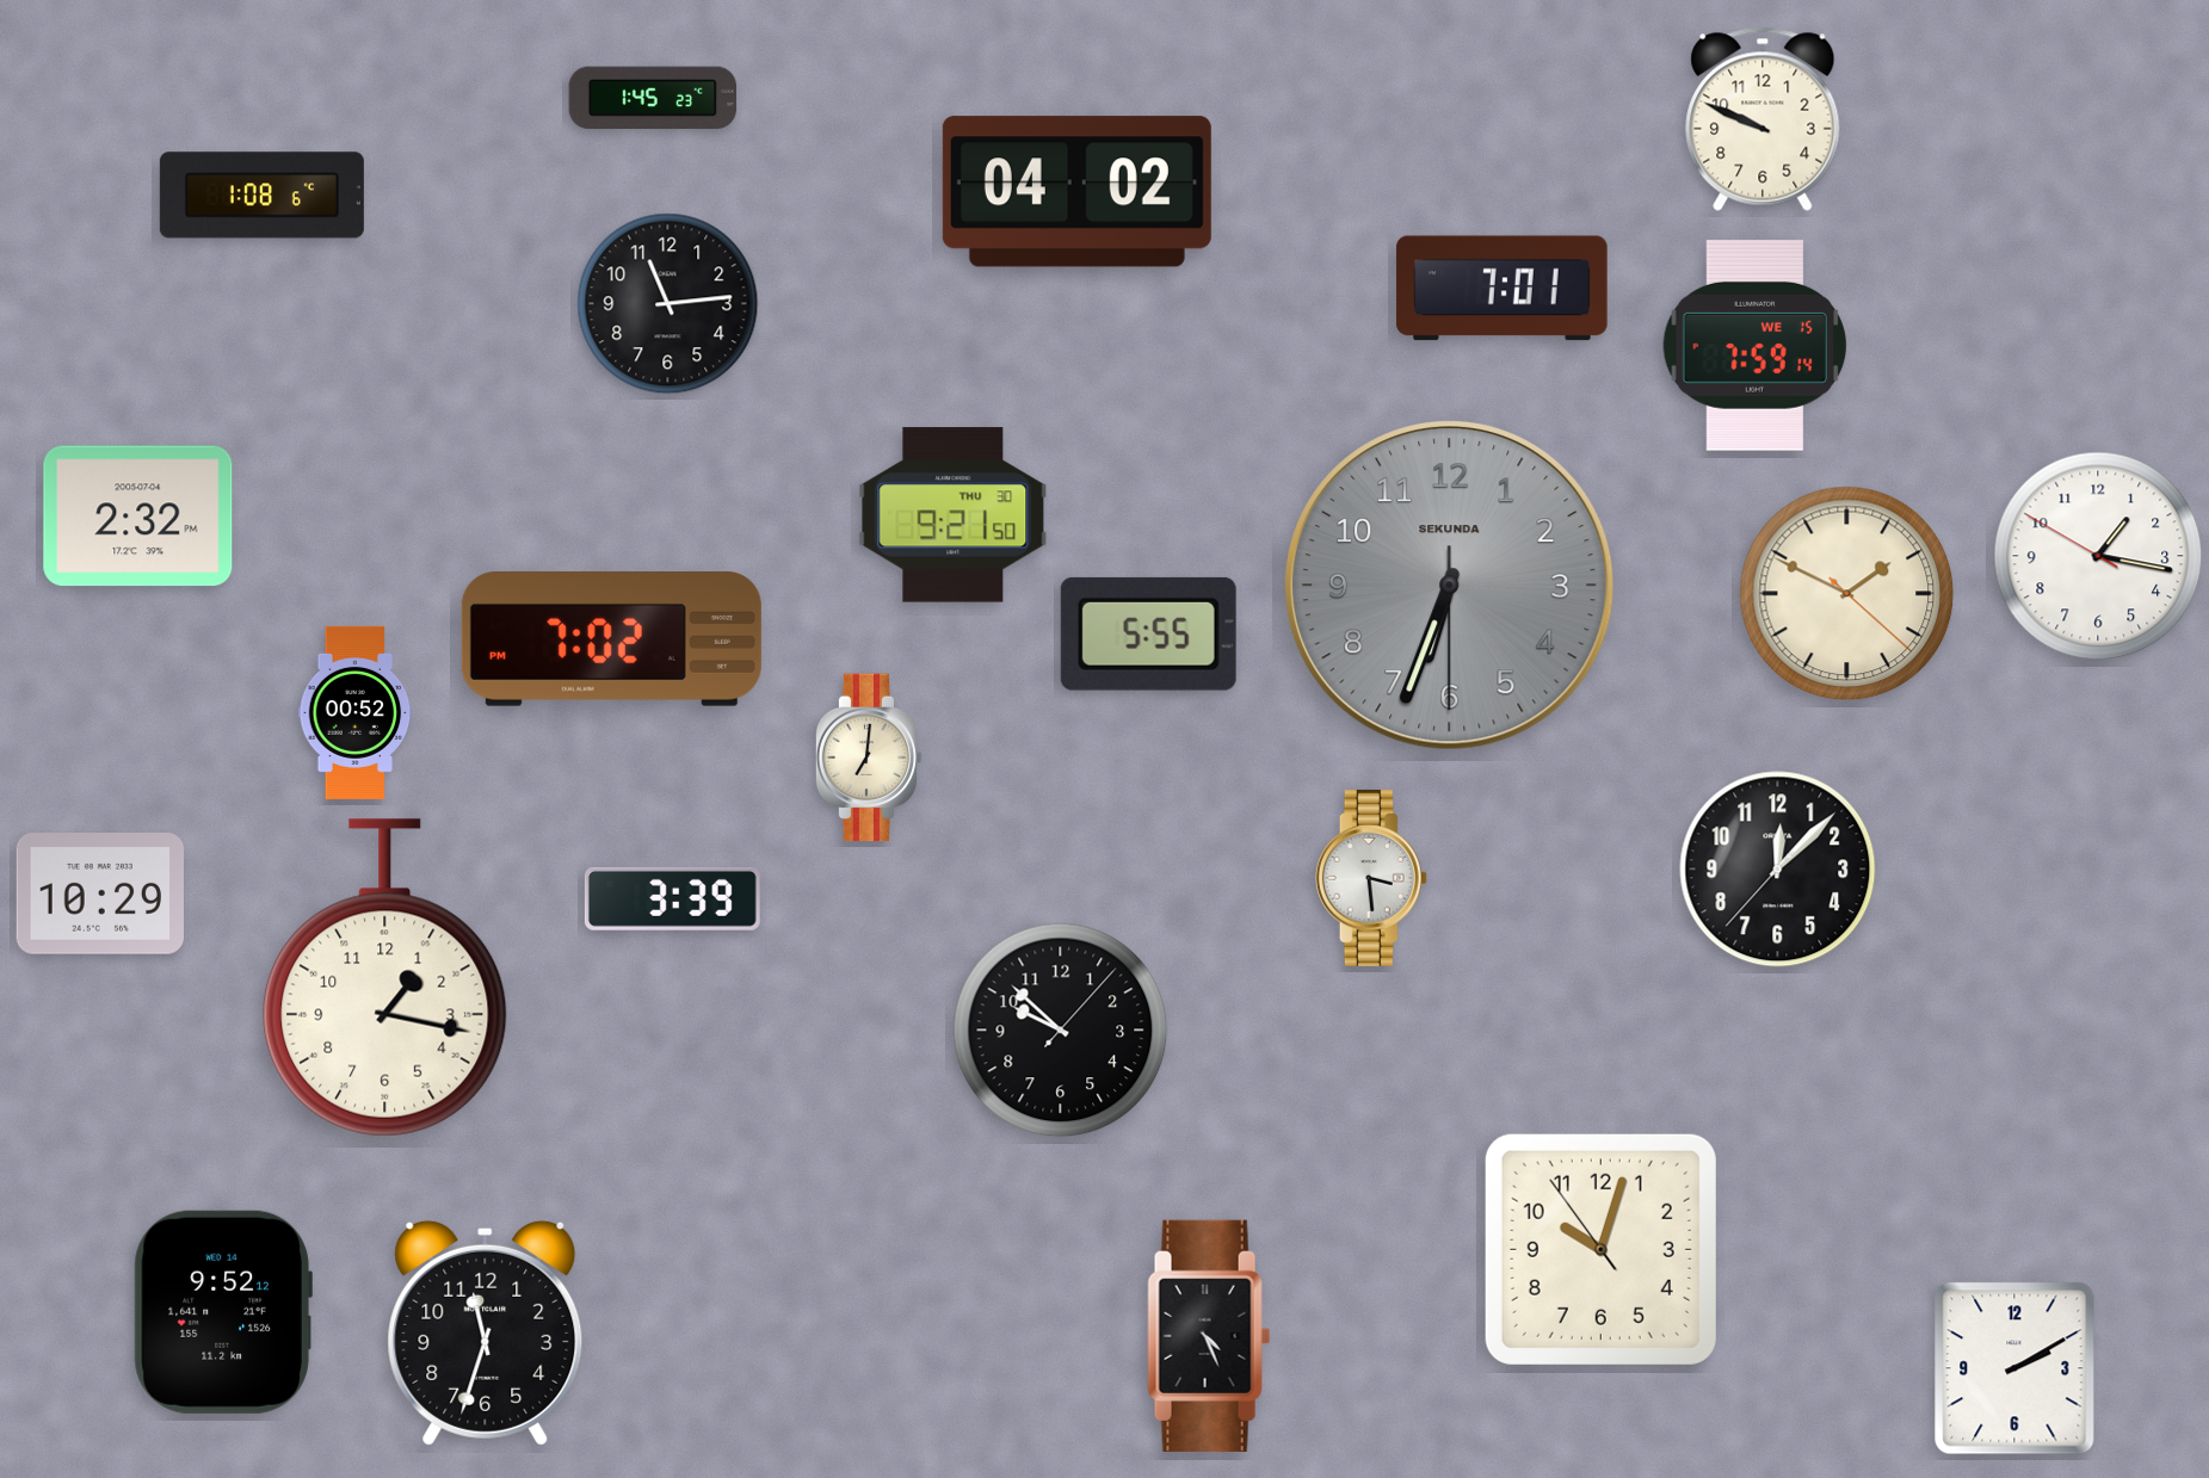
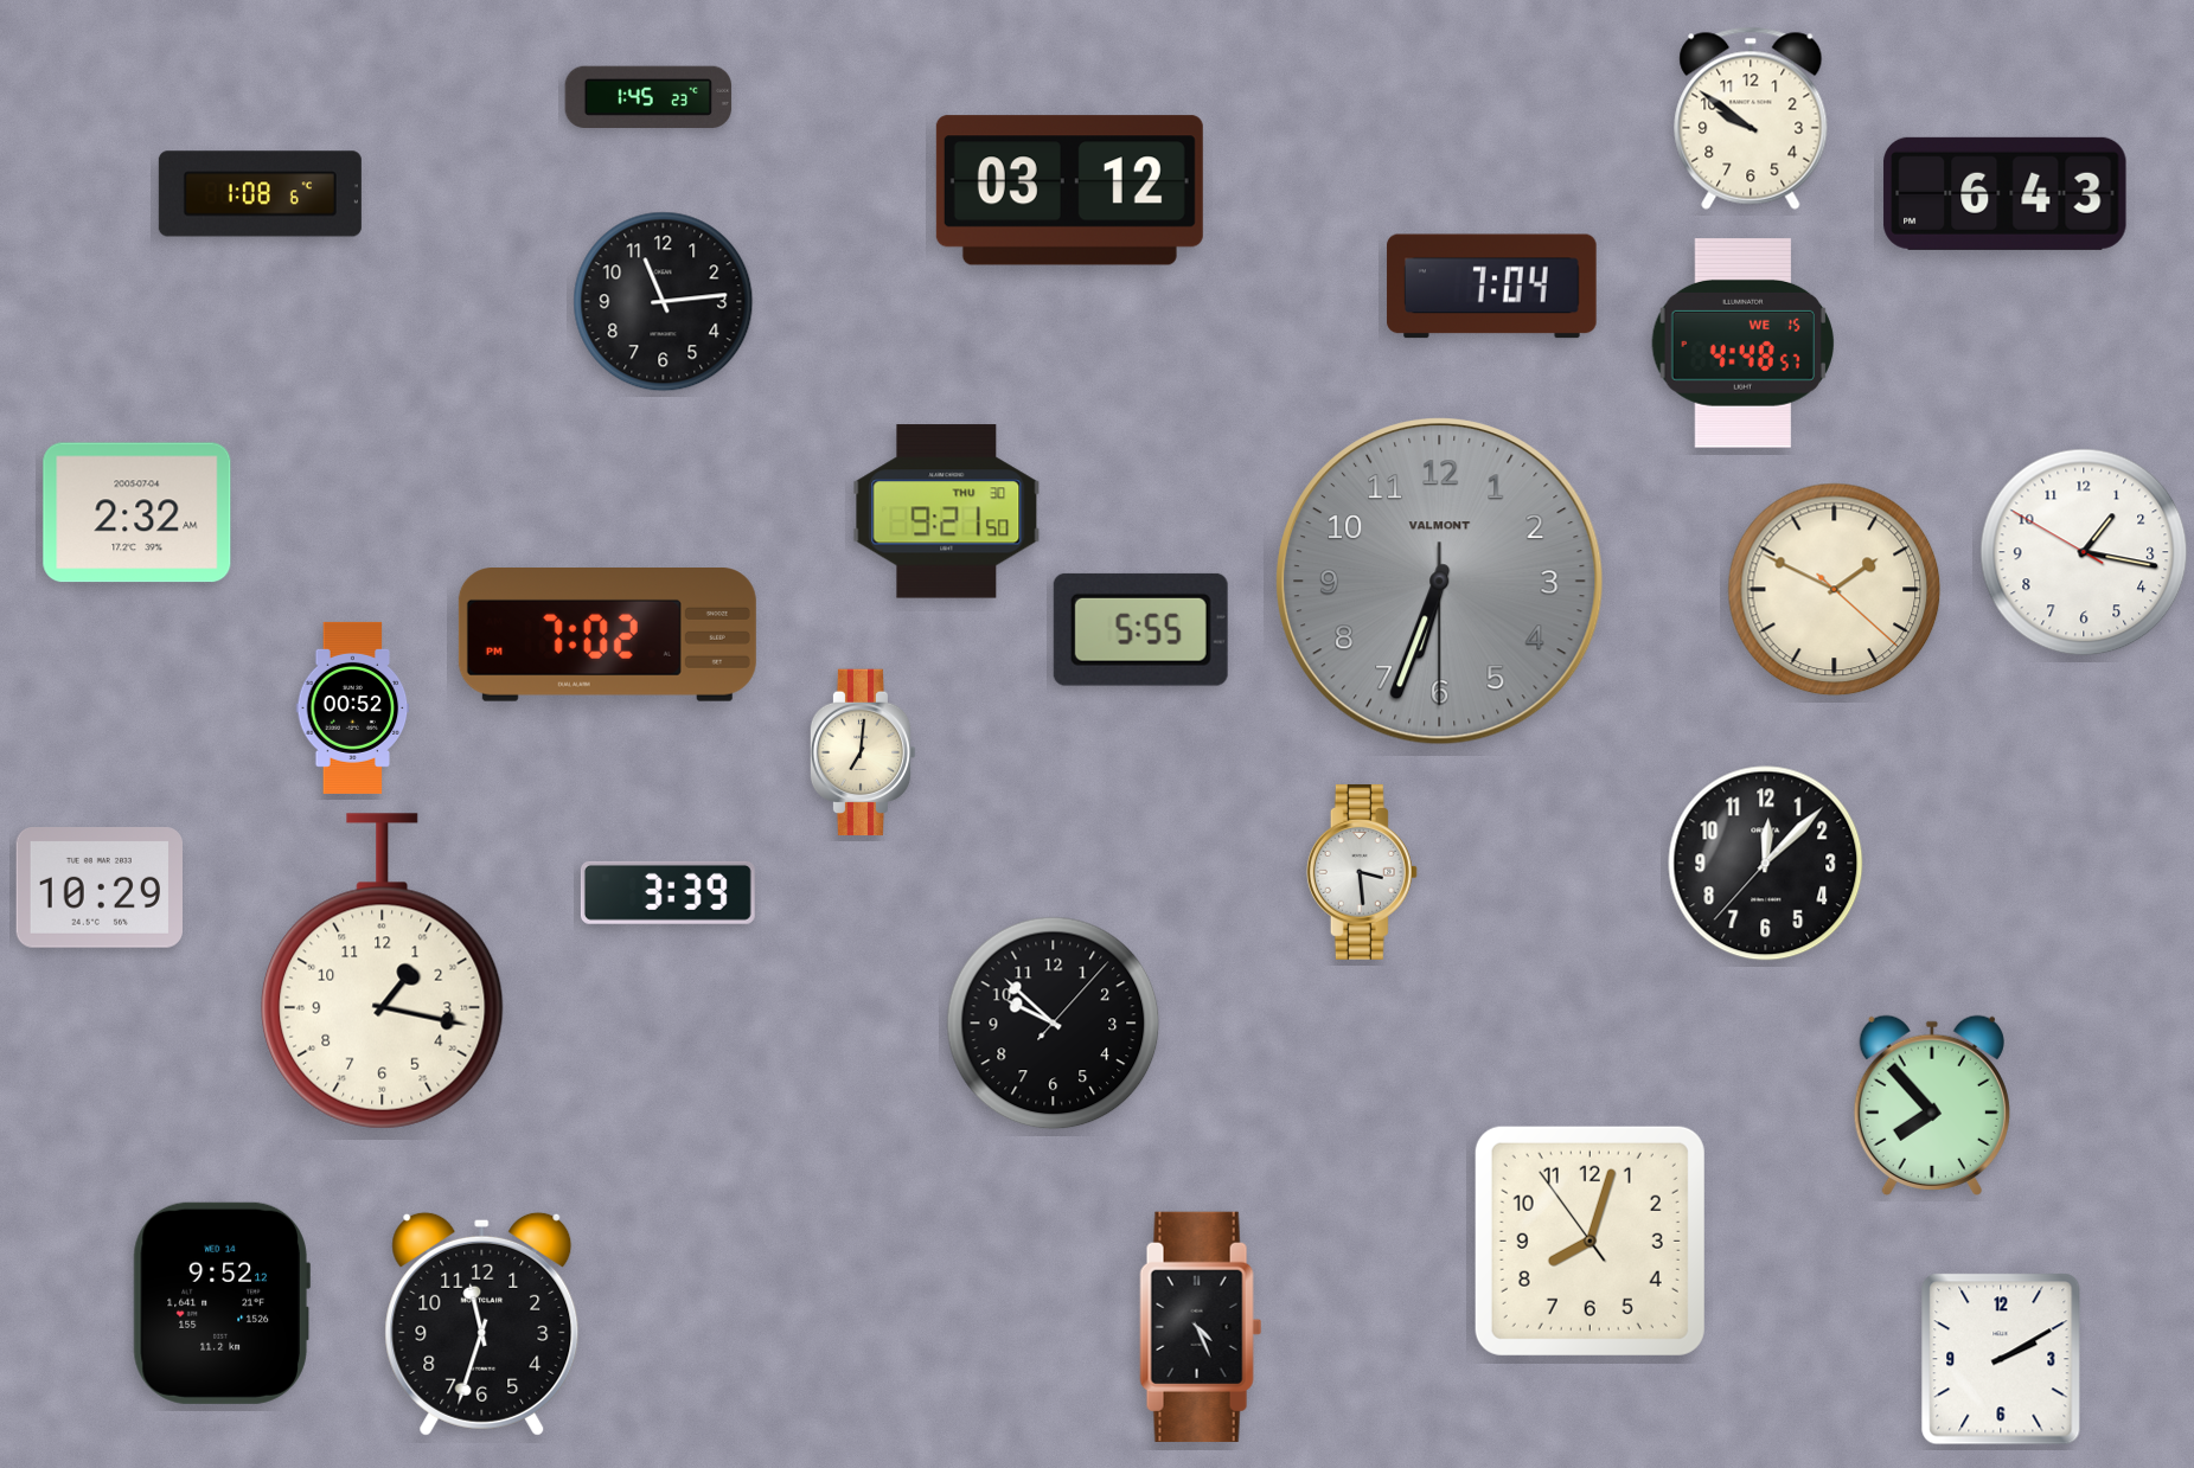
clock at (1763, 119): 9:49 -> 9:51
clock at (1076, 192): 04:02 -> 03:12
clock at (2006, 193): none -> 6:43
clock at (1503, 289): 7:01 -> 7:04
clock at (1754, 346): 7:59 -> 4:48
clock at (138, 517): 2:32 PM -> 2:32 AM
clock at (1450, 586) brand: SEKUNDA -> VALMONT
clock at (1932, 1105): none -> 7:53
clock at (1600, 1249): 10:02 -> 8:02
